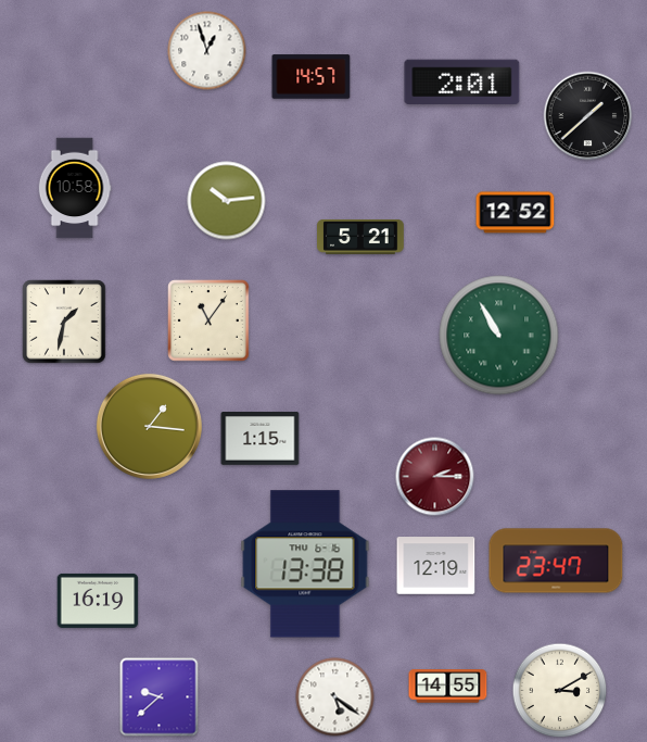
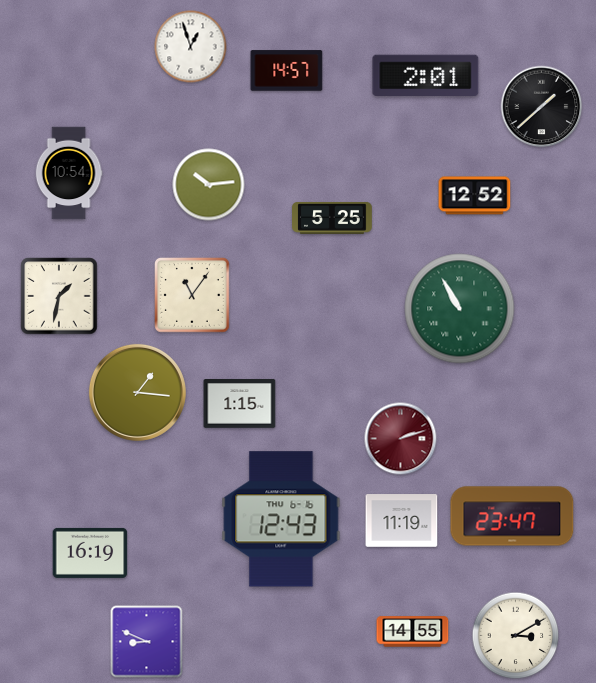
clock at (75, 188): 10:58 -> 10:54
clock at (360, 238): 5:21 -> 5:25
clock at (435, 477): 2:15 -> 2:12
clock at (305, 564): 13:38 -> 12:43
clock at (436, 566): 12:19 -> 11:19
clock at (160, 697): 9:38 -> 8:49
clock at (335, 697): 5:21 -> none
